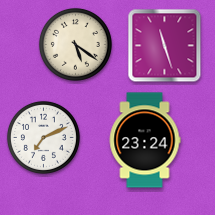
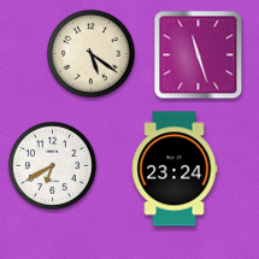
clock at (43, 137): 7:11 -> 6:40
